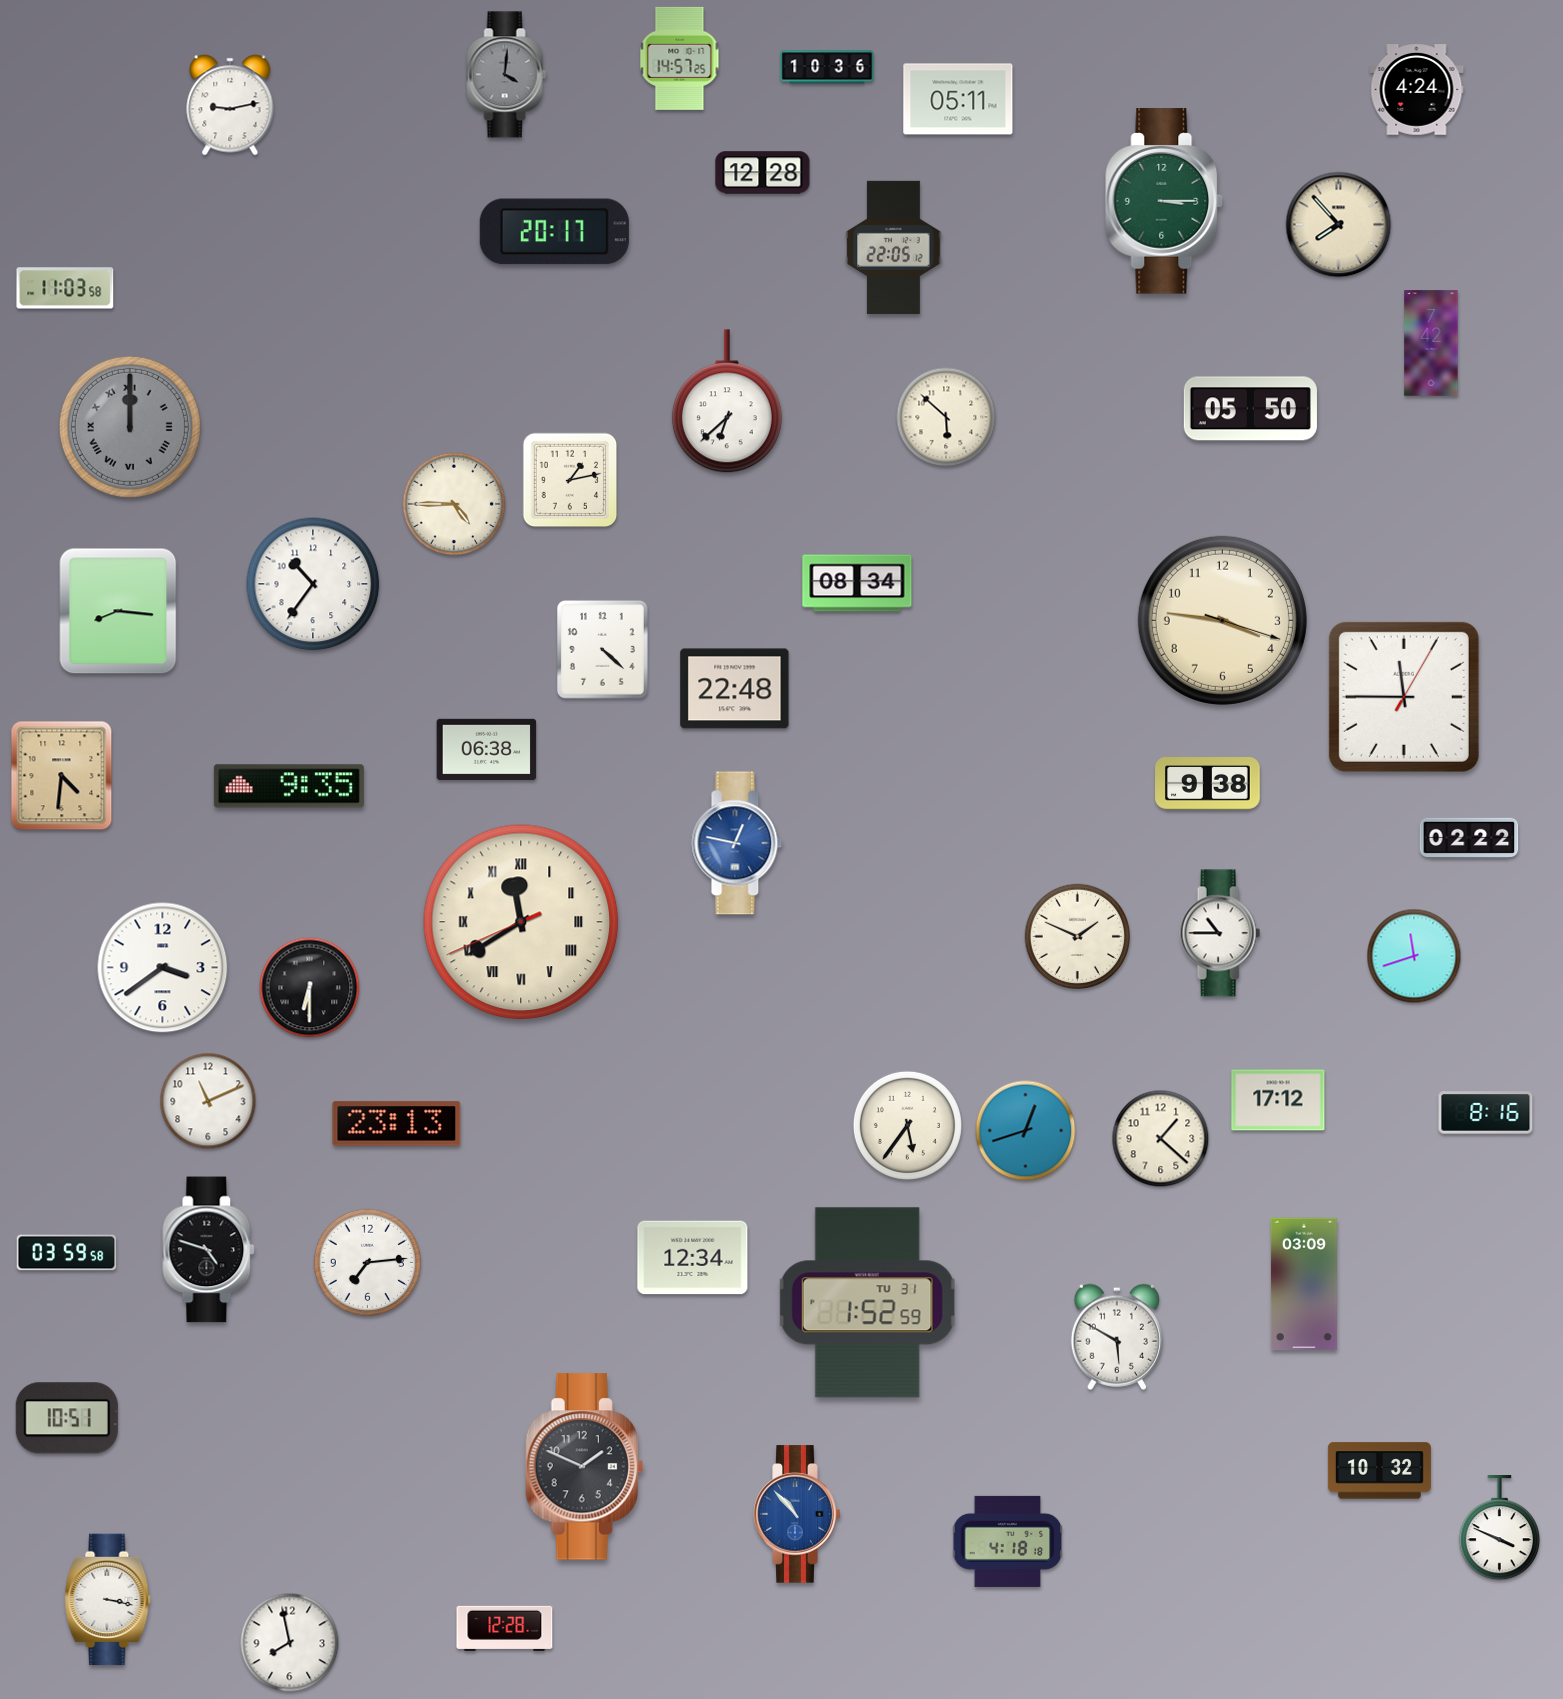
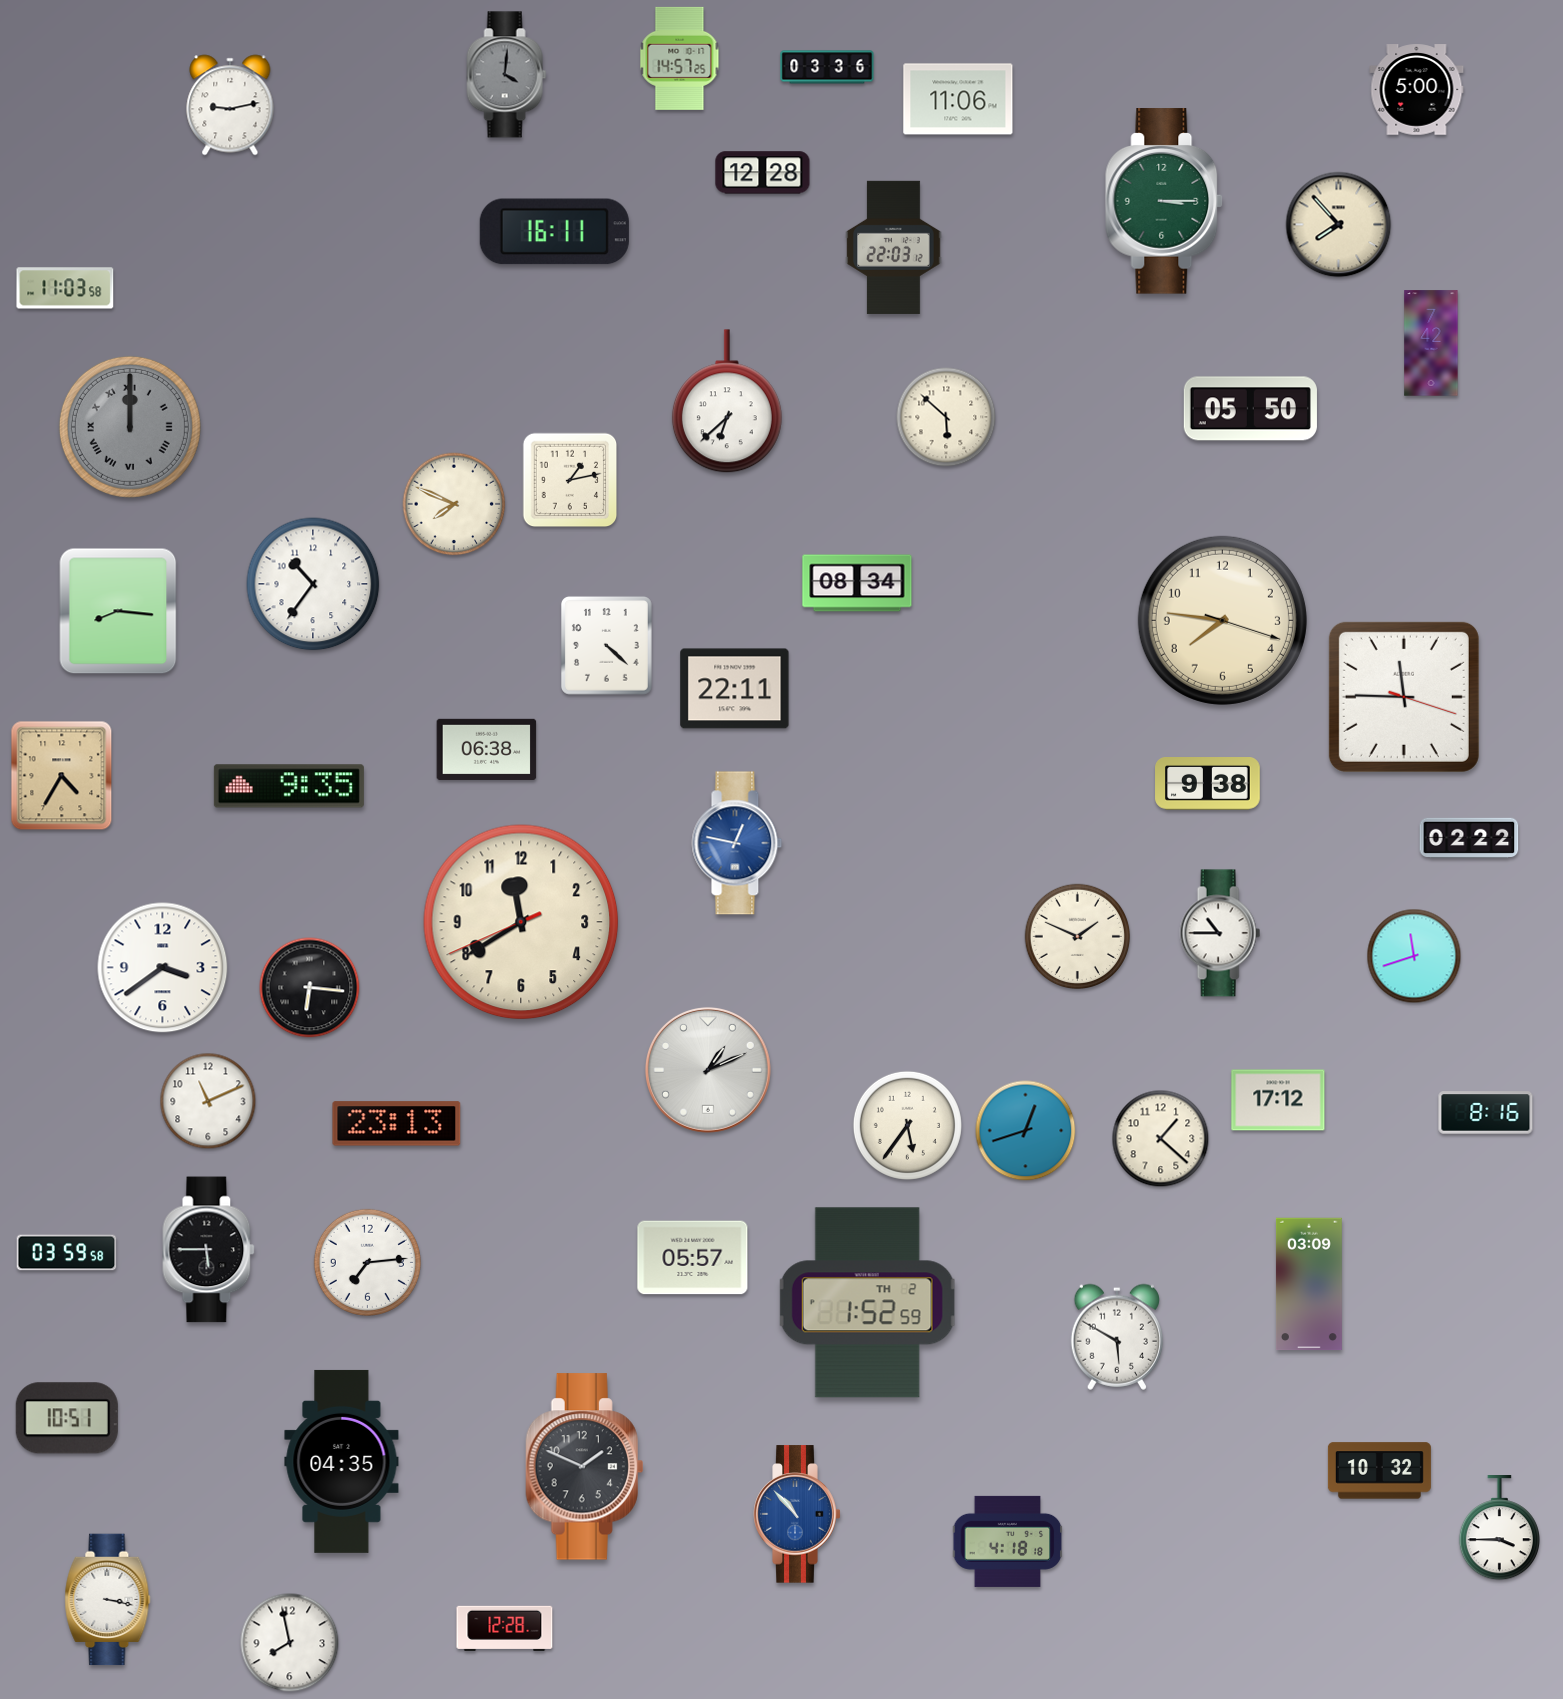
clock at (827, 67): 10:36 -> 03:36
clock at (1417, 90): 4:24 -> 5:00
clock at (958, 99): 05:11 -> 11:06
clock at (554, 232): 20:17 -> 16:11
clock at (894, 247): 22:05 -> 22:03
clock at (454, 504): 4:45 -> 7:49
clock at (1222, 620): 3:46 -> 7:46
clock at (602, 649) position: (602, 649) -> (606, 645)
clock at (735, 689): 22:48 -> 22:11
clock at (1404, 697): 11:45:05 -> 11:45:18
clock at (62, 776): 4:31 -> 4:35
clock at (521, 922) numerals: Roman -> Arabic
clock at (310, 988): 6:30 -> 6:16
clock at (708, 1070): none -> 1:11
clock at (209, 1250): 4:48 -> 5:45
clock at (693, 1258): 12:34 -> 05:57
clock at (1304, 1284) position: (1304, 1284) -> (1309, 1284)
clock at (868, 1303) date: TU 31 -> TH 2
clock at (342, 1461): none -> 04:35
clock at (1499, 1529): 3:49 -> 3:45
